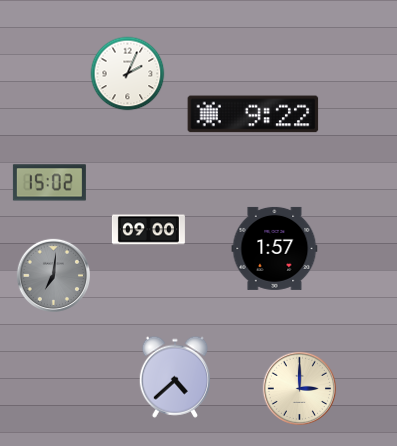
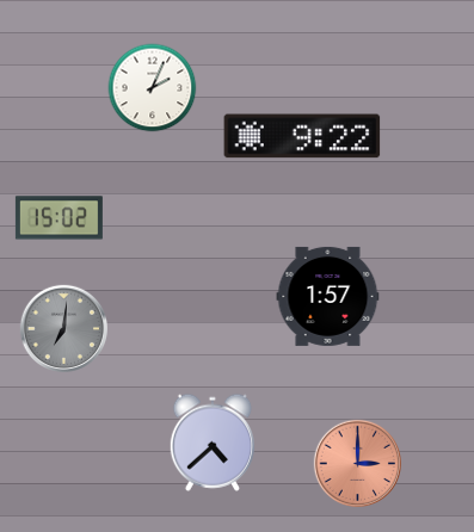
clock at (148, 230): 09:00 -> none
clock at (174, 377) position: (174, 377) -> (211, 443)
clock at (299, 388) dial: cream -> salmon
